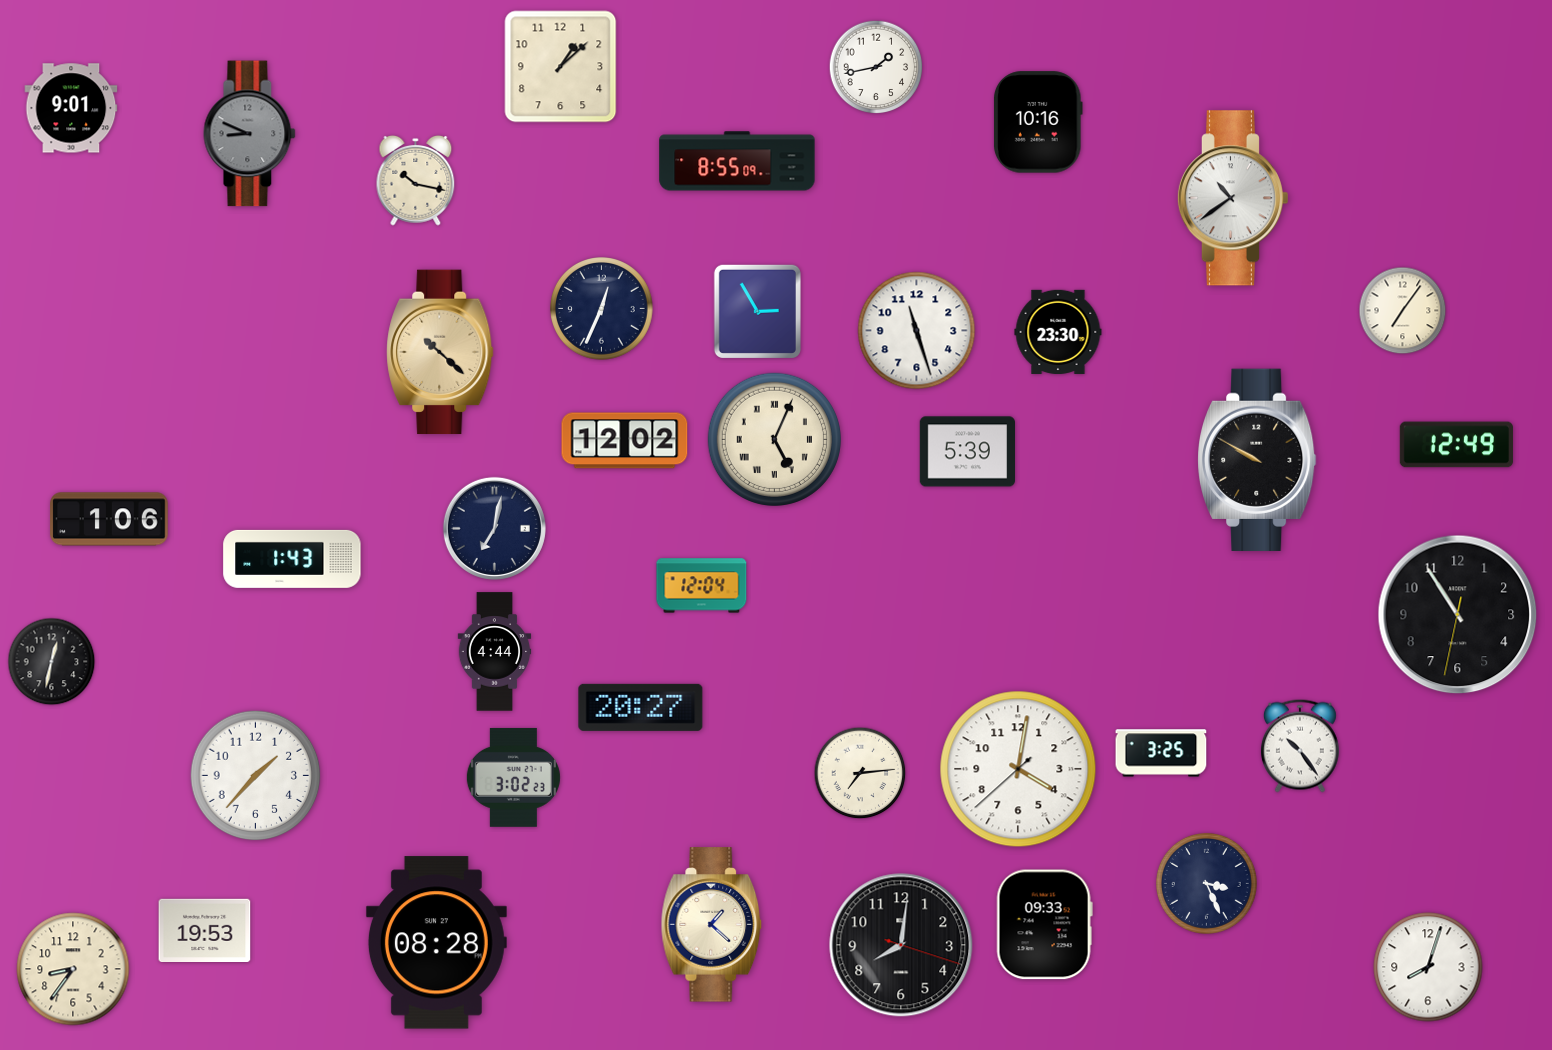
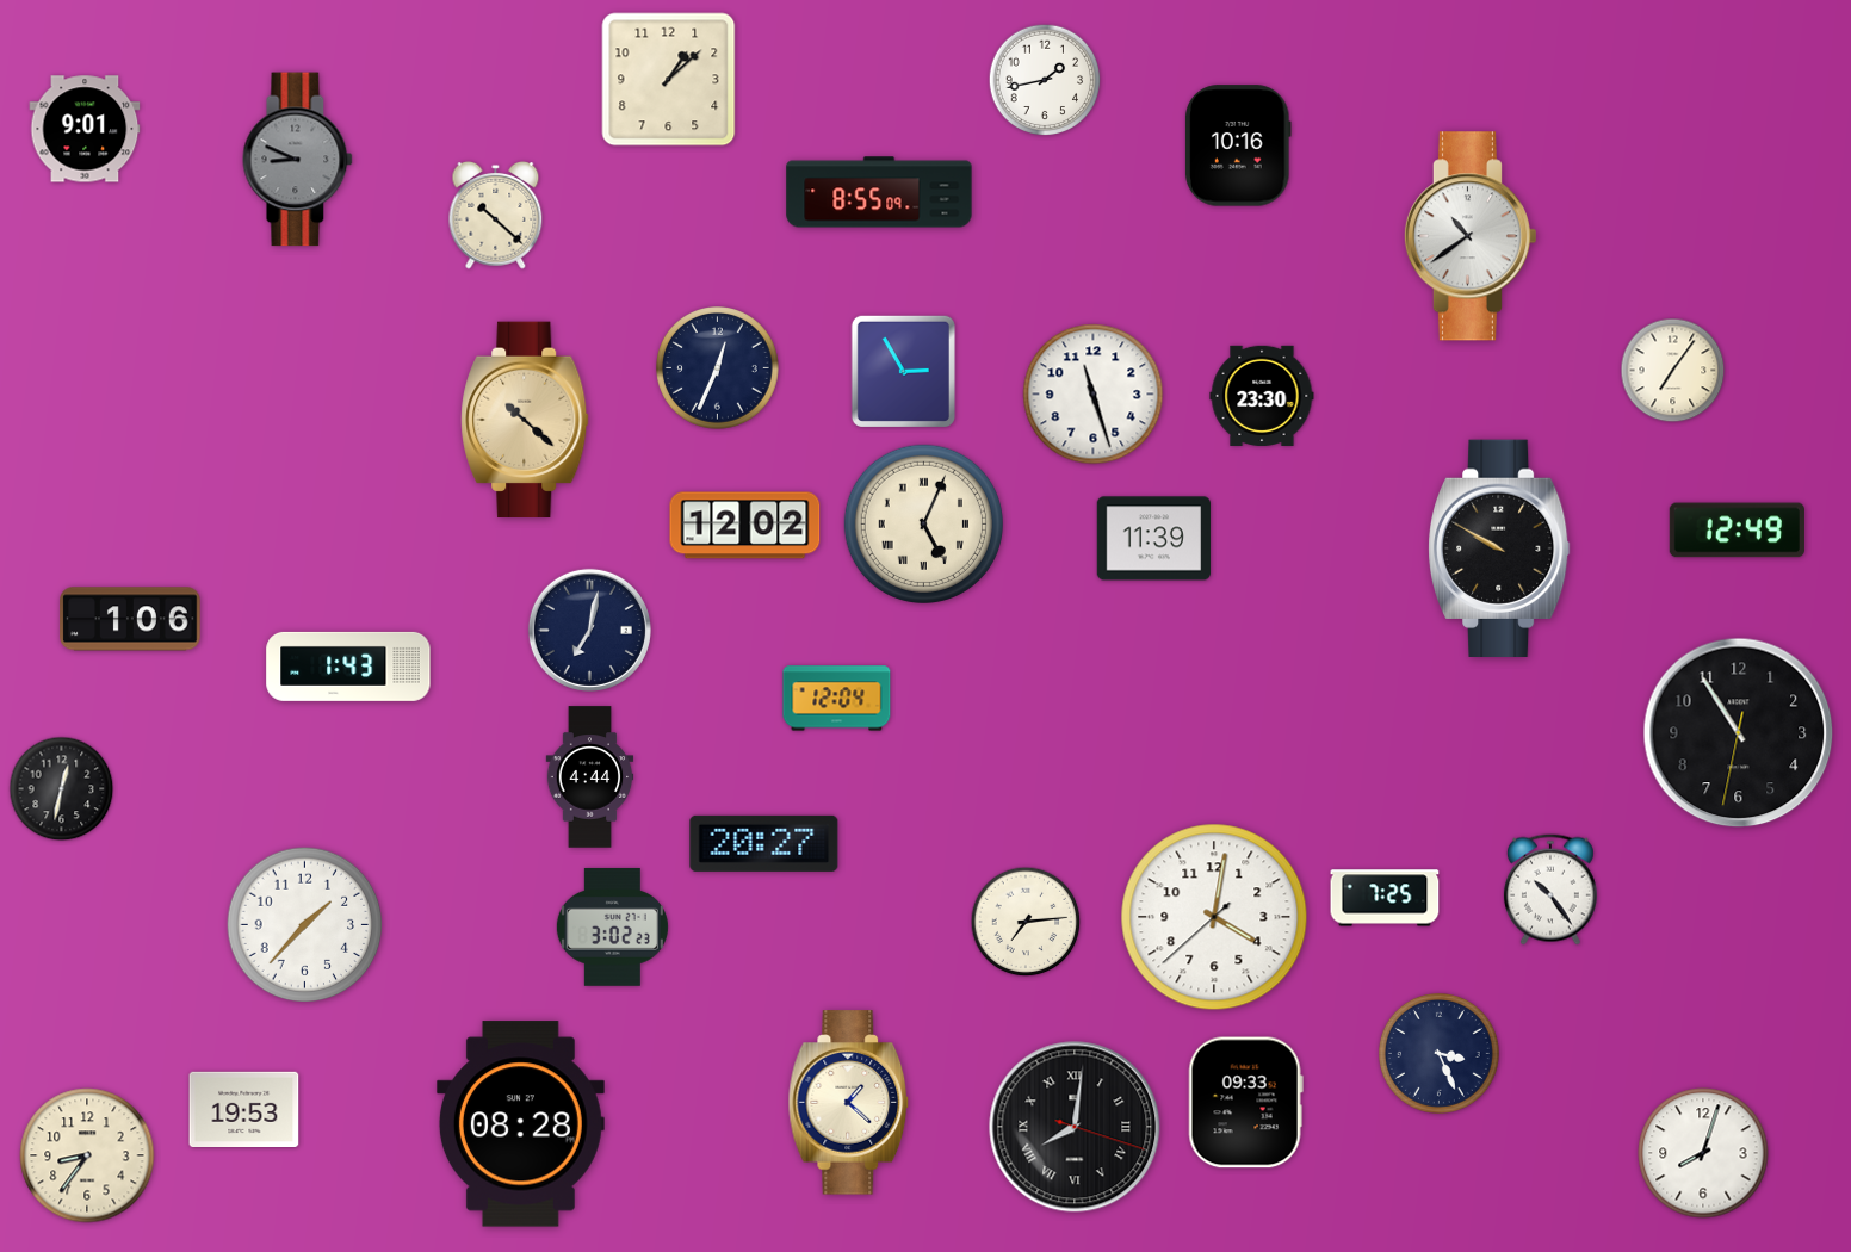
clock at (416, 180): 10:17 -> 10:22
clock at (967, 452): 5:39 -> 11:39
clock at (1161, 753): 3:25 -> 7:25
clock at (901, 945) numerals: Arabic -> Roman
